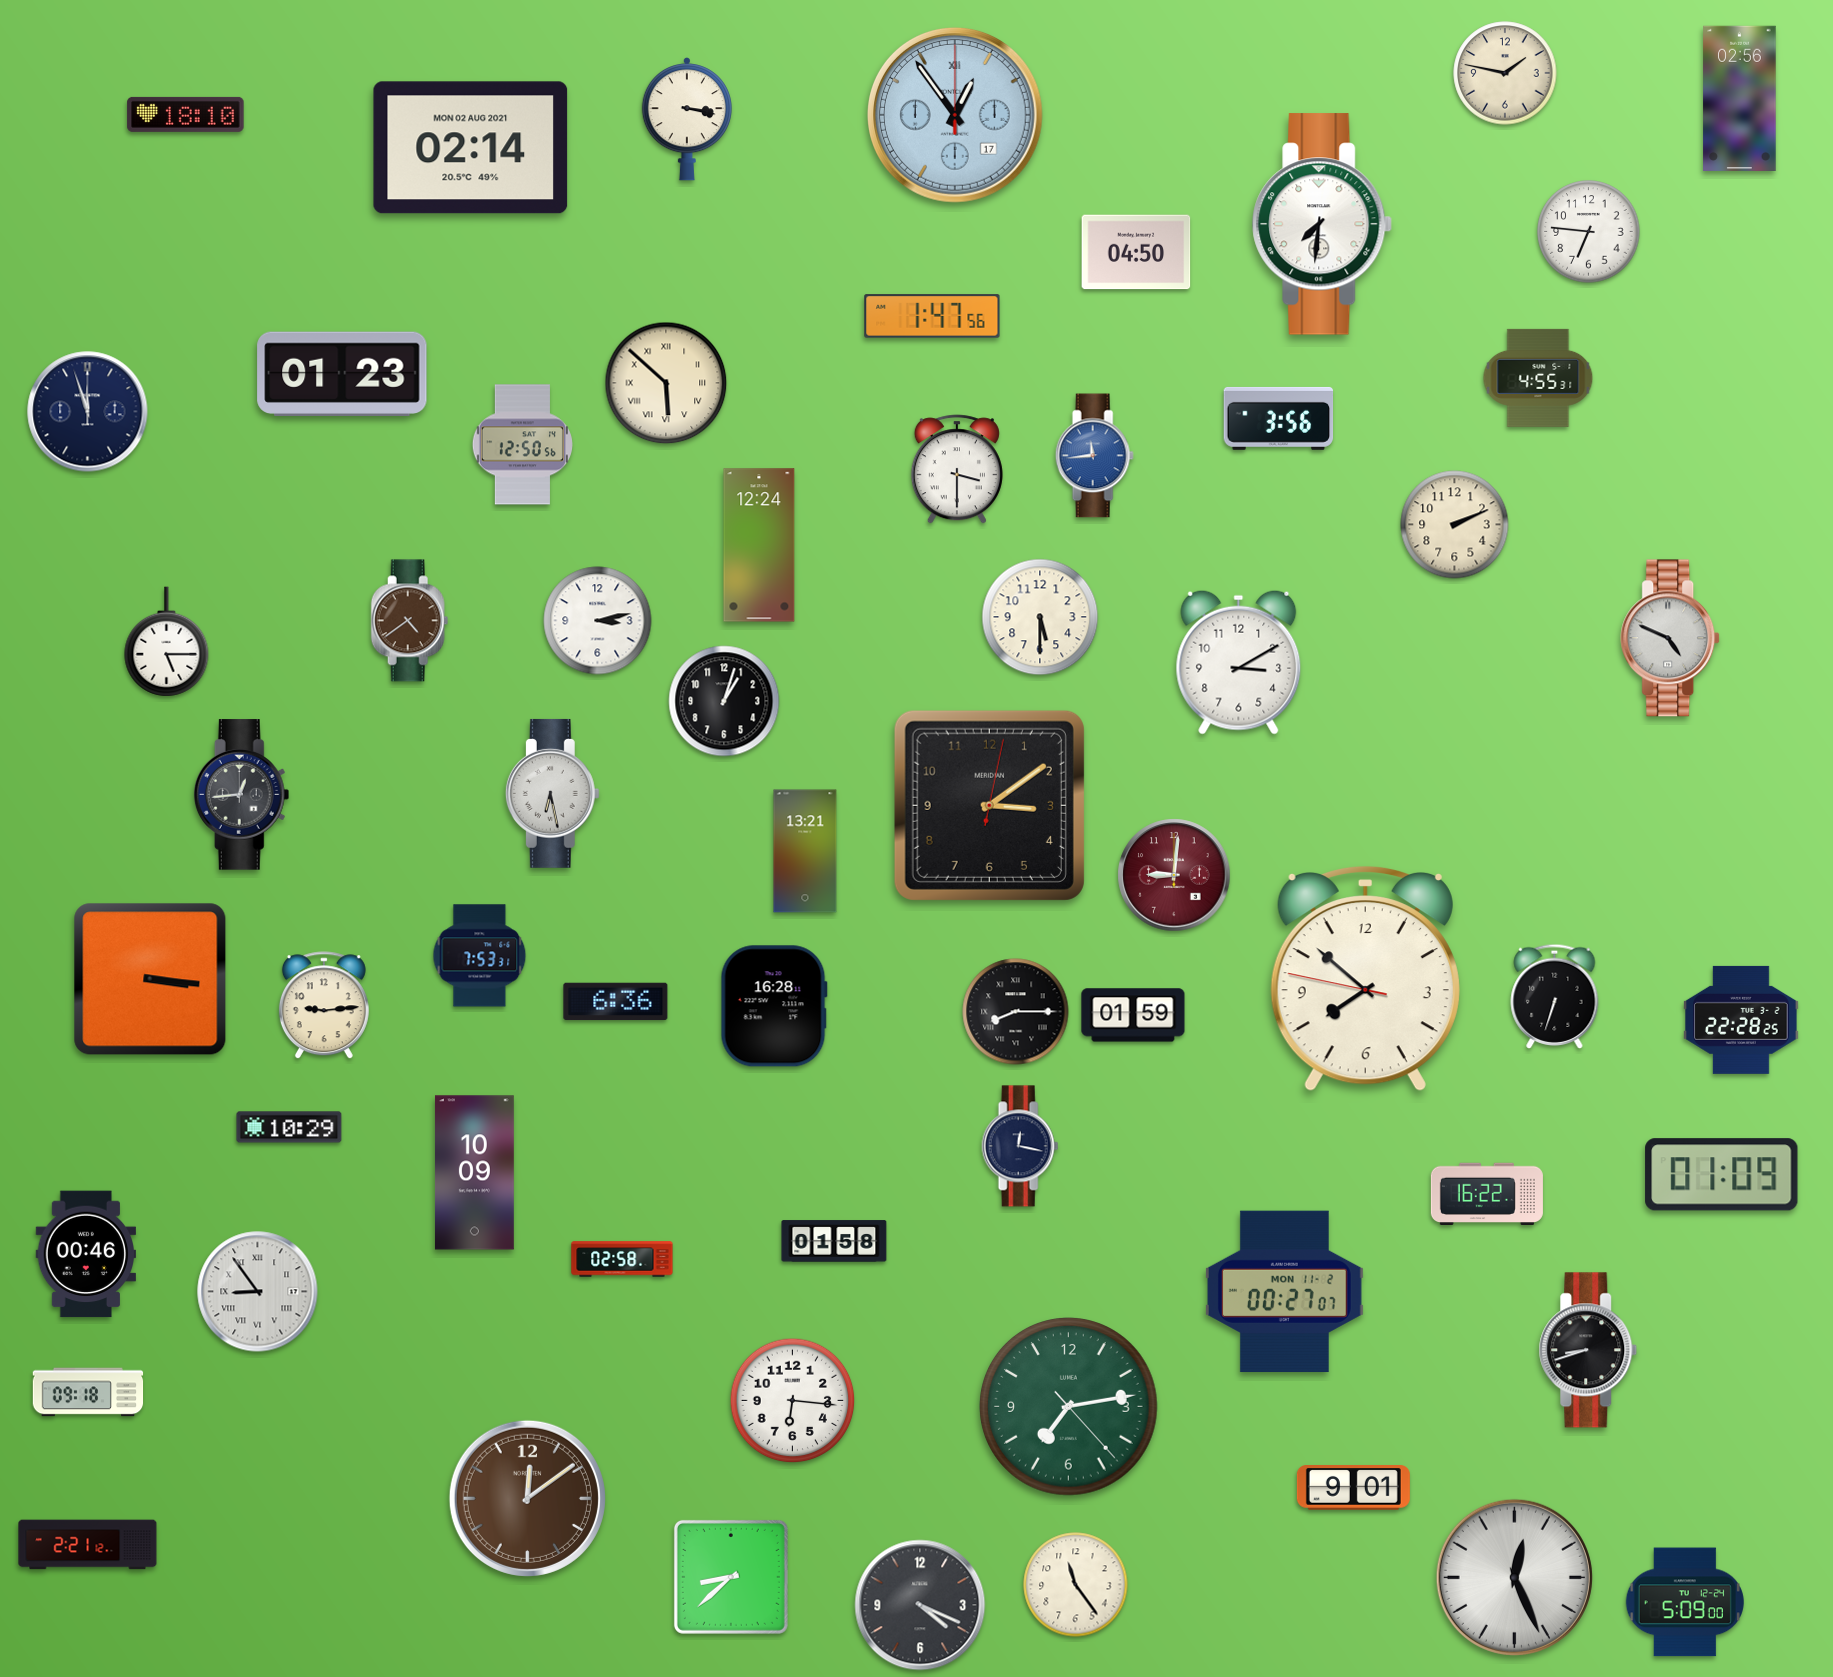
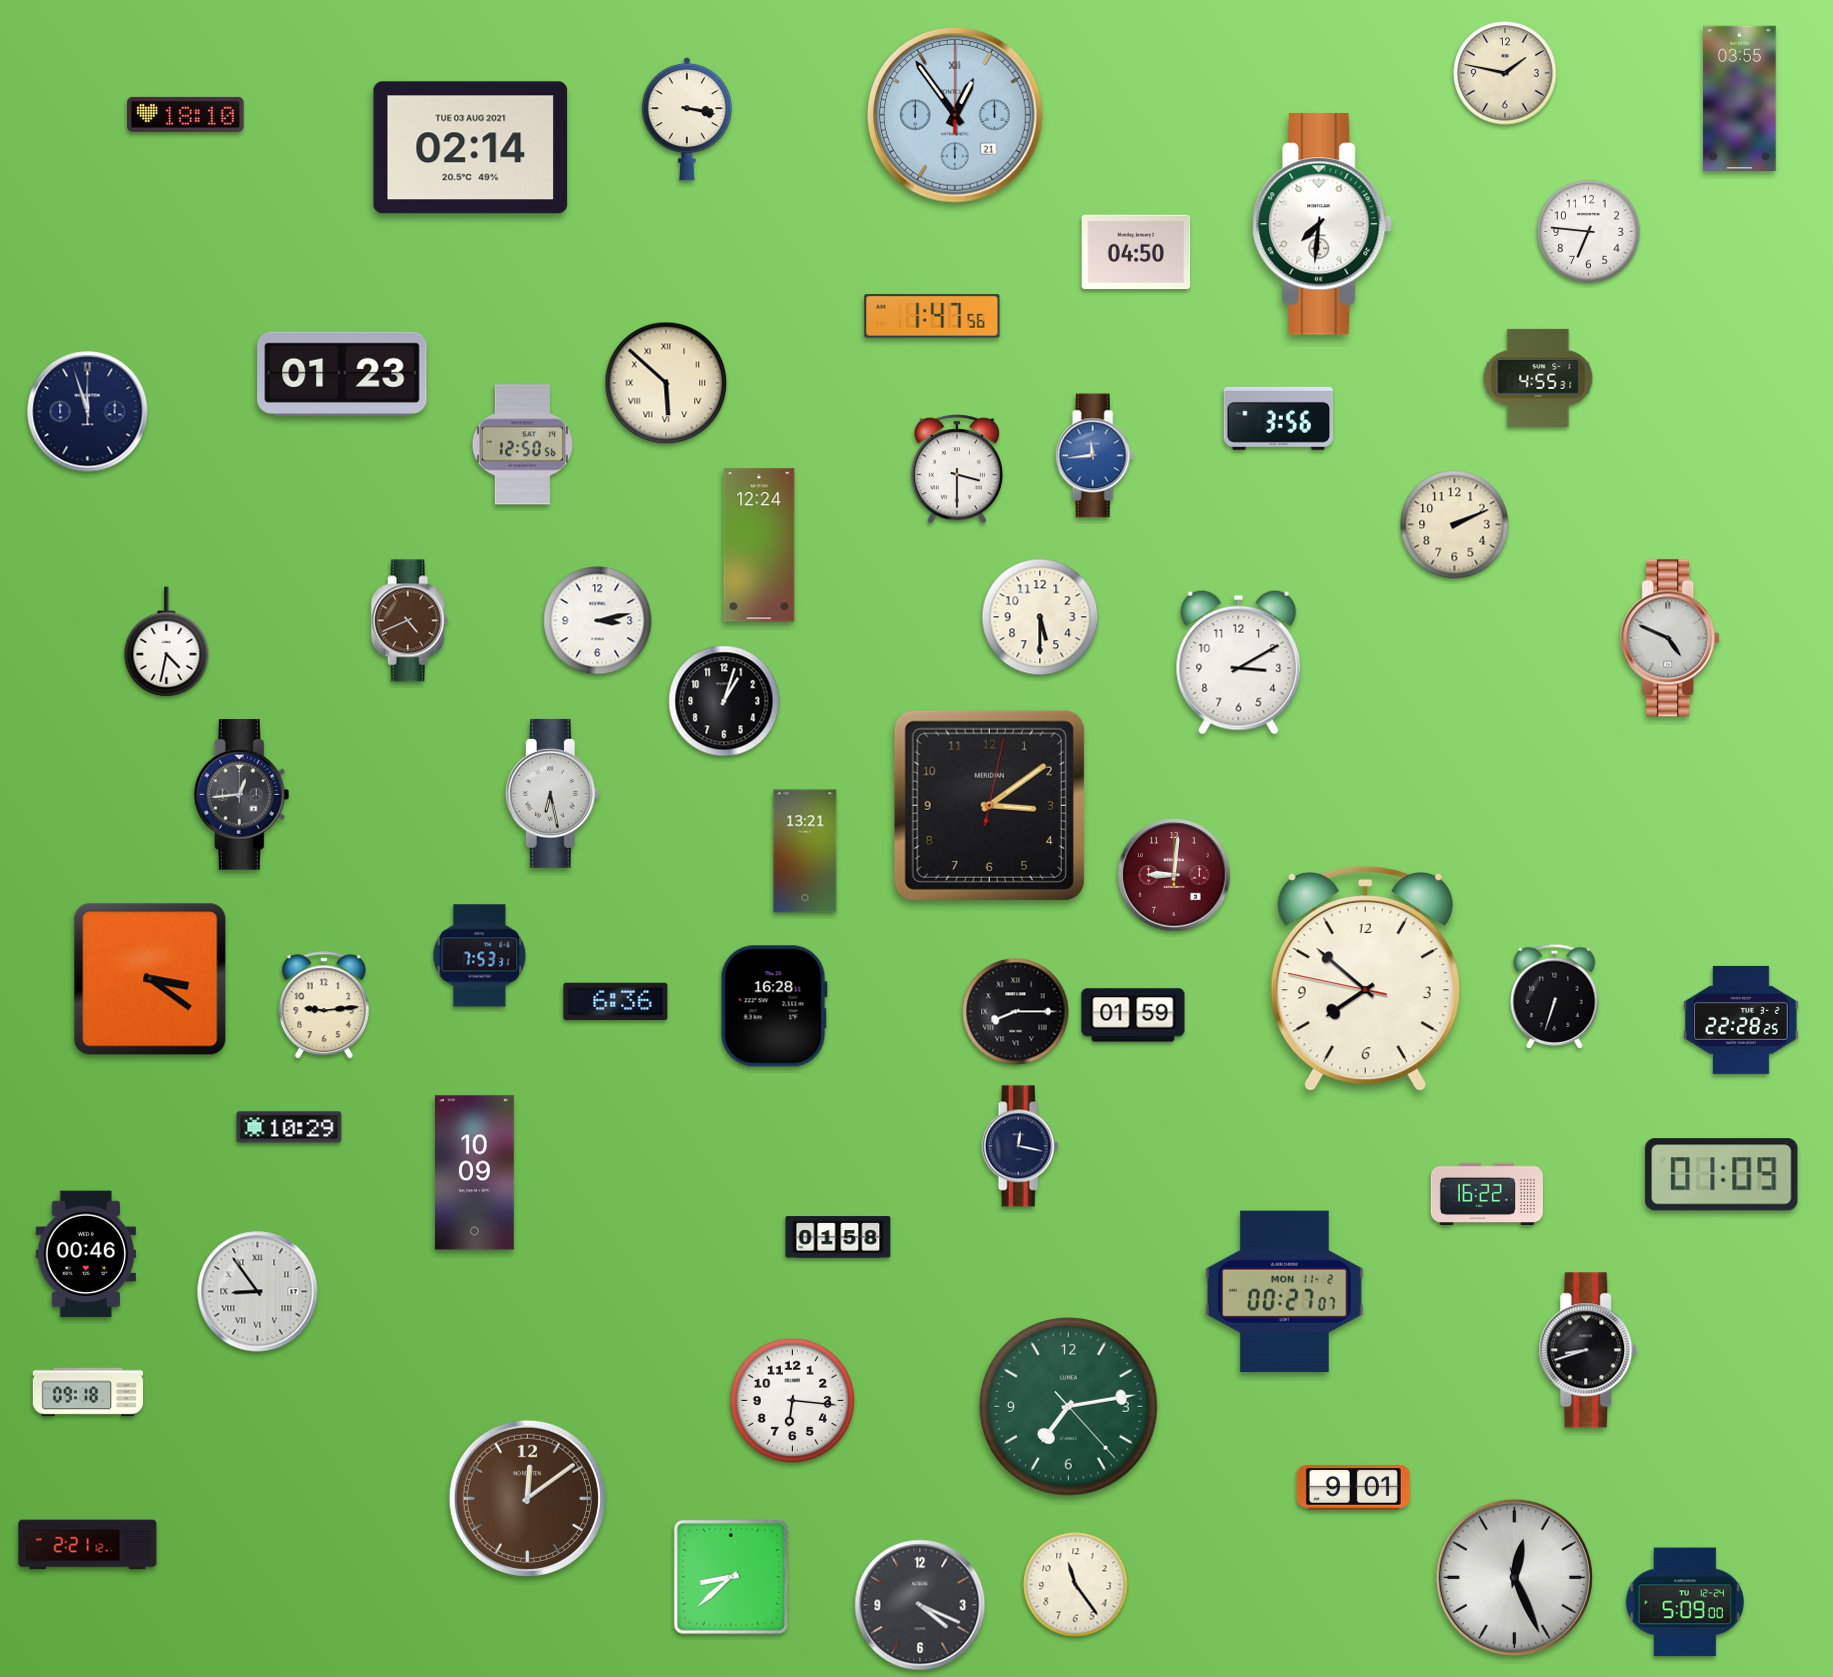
clock at (1740, 98): 02:56 -> 03:55
clock at (956, 116) date: 17 -> 21
clock at (471, 148) date: MON 02 AUG 2021 -> TUE 03 AUG 2021
clock at (410, 621): 4:39 -> 4:41
clock at (167, 642): 5:15 -> 4:32
clock at (150, 979): 3:16 -> 3:21
clock at (834, 1241) position: (834, 1241) -> (838, 1237)
clock at (622, 1259): 02:58 -> none
